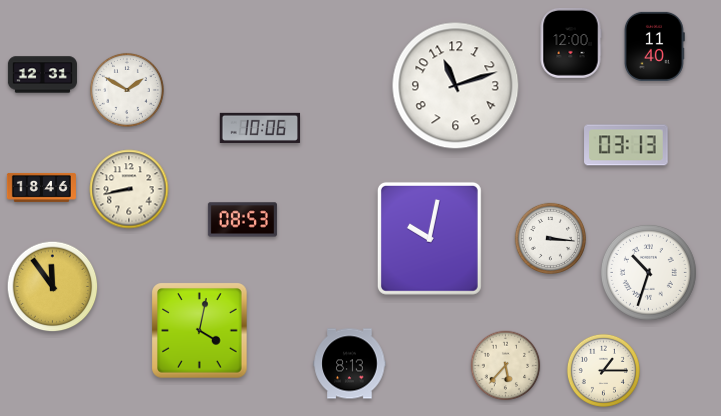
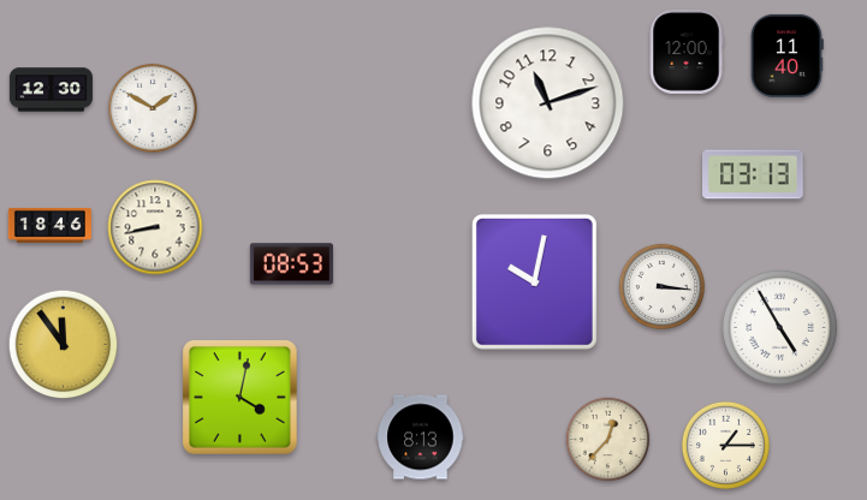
clock at (42, 75): 12:31 -> 12:30
clock at (260, 128): 10:06 -> none
clock at (429, 238) position: (429, 238) -> (534, 281)
clock at (648, 272): 10:33 -> 4:55
clock at (506, 366): 5:37 -> 12:37
